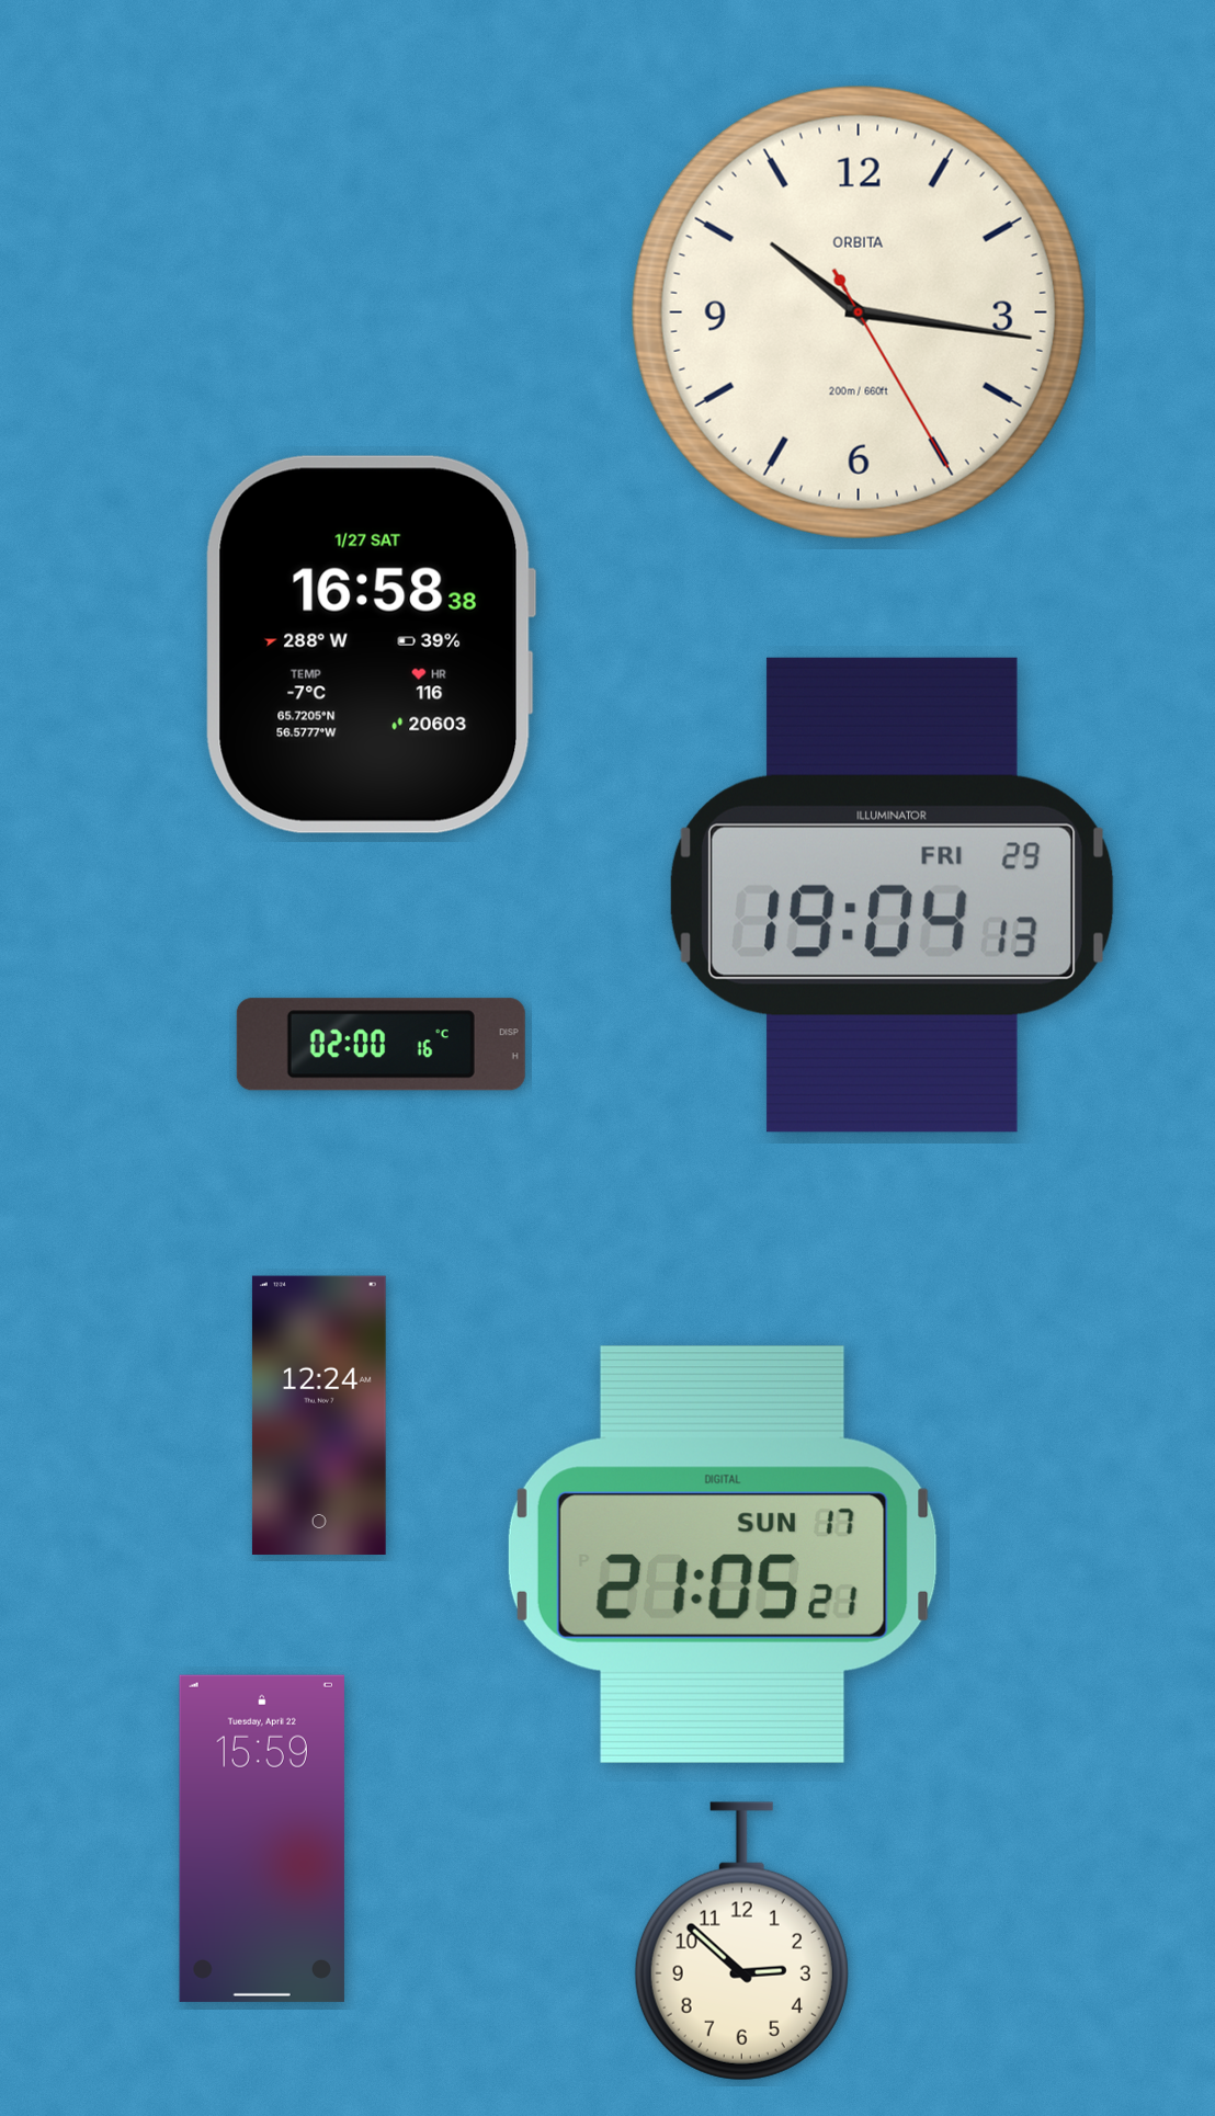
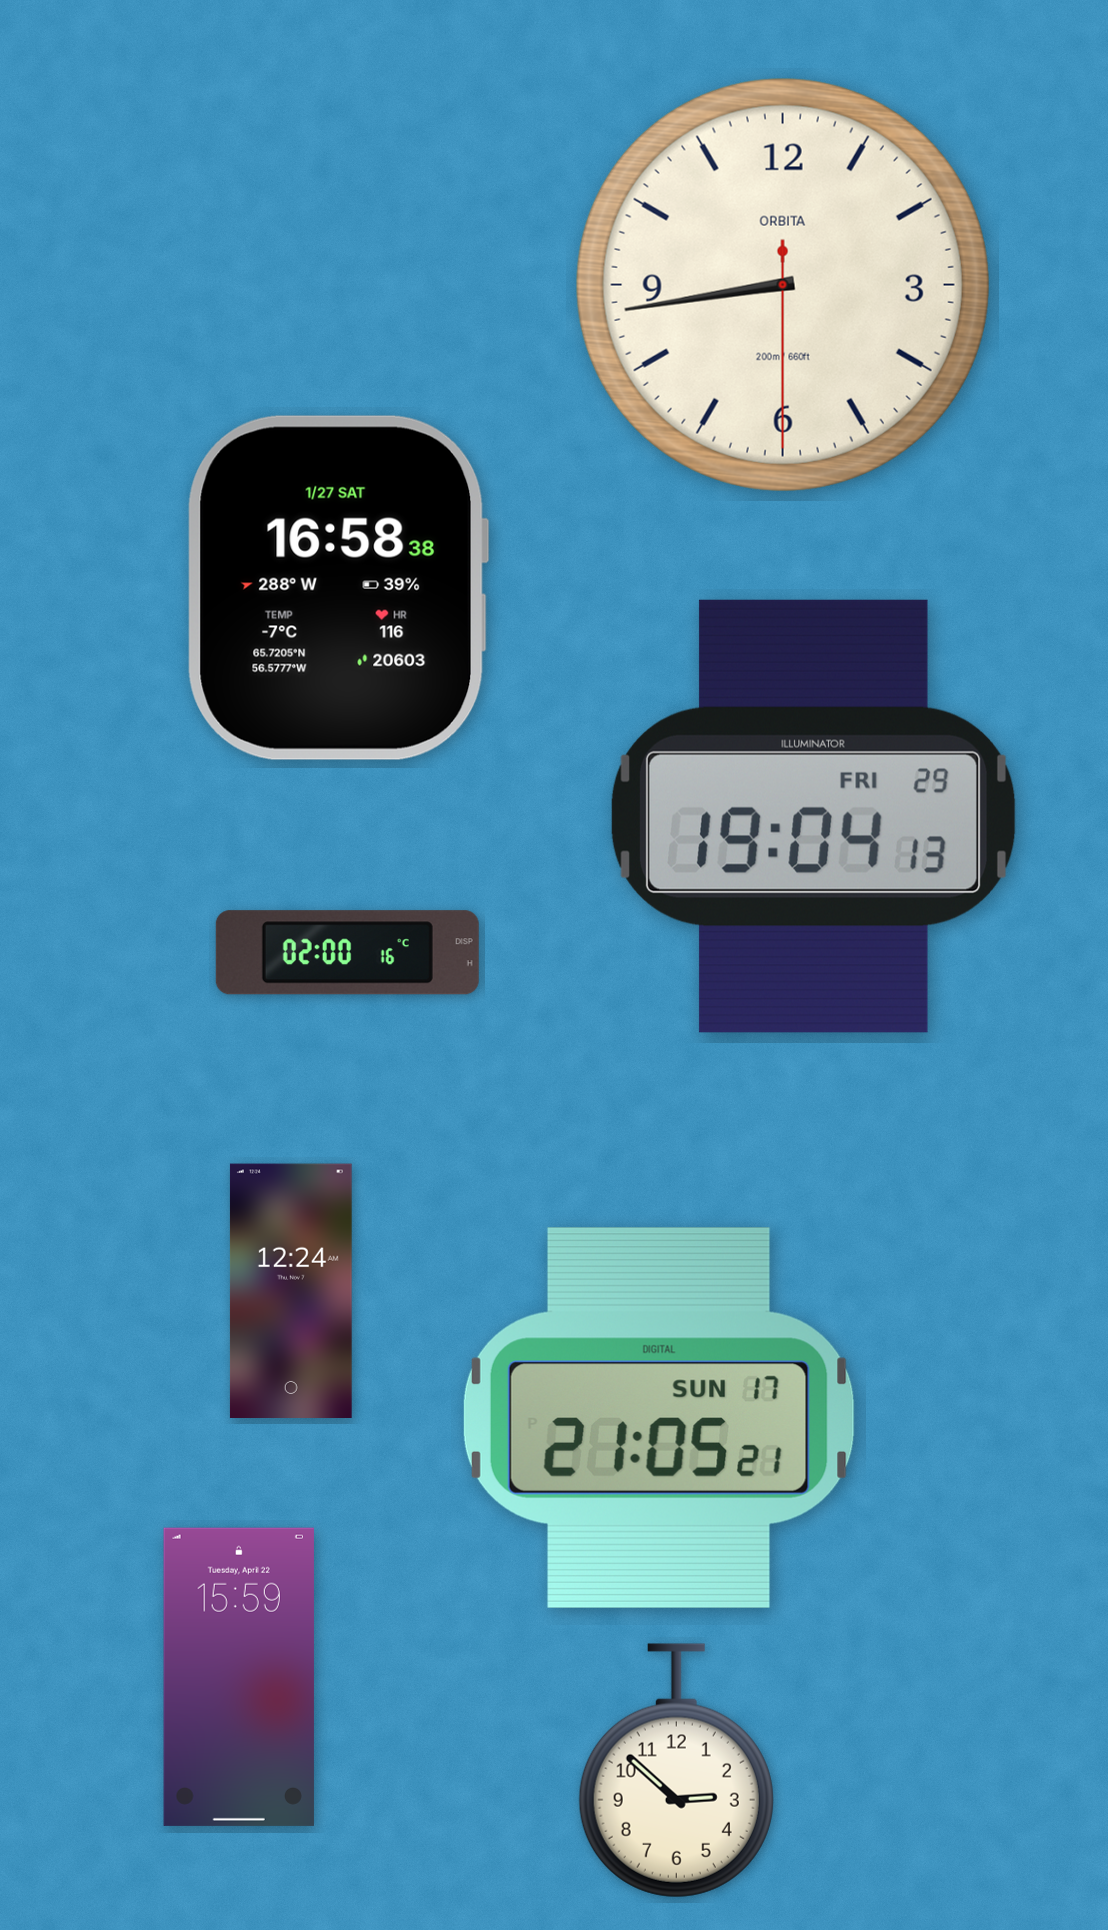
clock at (859, 312): 10:16 -> 8:43
